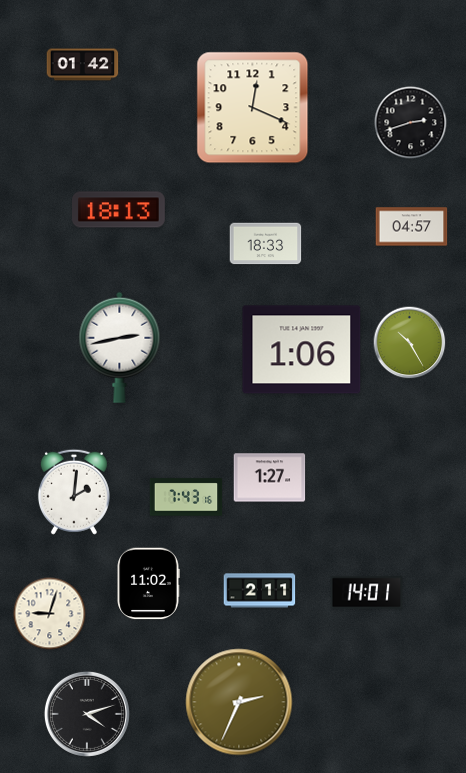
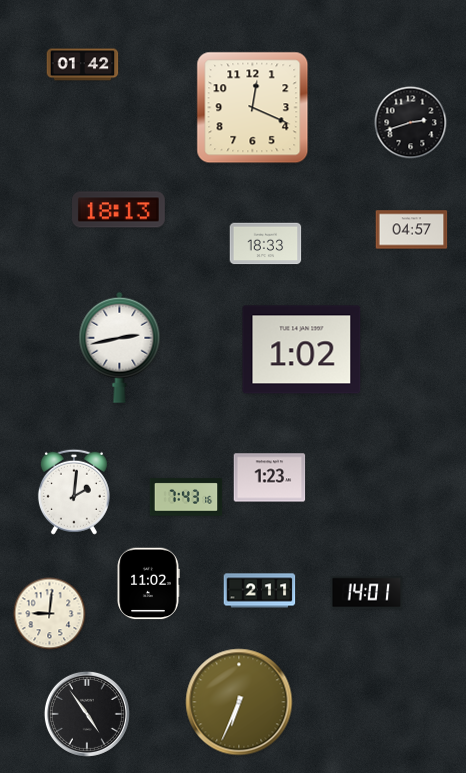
clock at (412, 227) position: (412, 227) -> (412, 230)
clock at (410, 343): 10:25 -> none
clock at (302, 350): 1:06 -> 1:02
clock at (270, 478): 1:27 -> 1:23
clock at (50, 614): 9:03 -> 9:01
clock at (239, 702): 2:34 -> 6:34
clock at (87, 714): 4:12 -> 4:54
